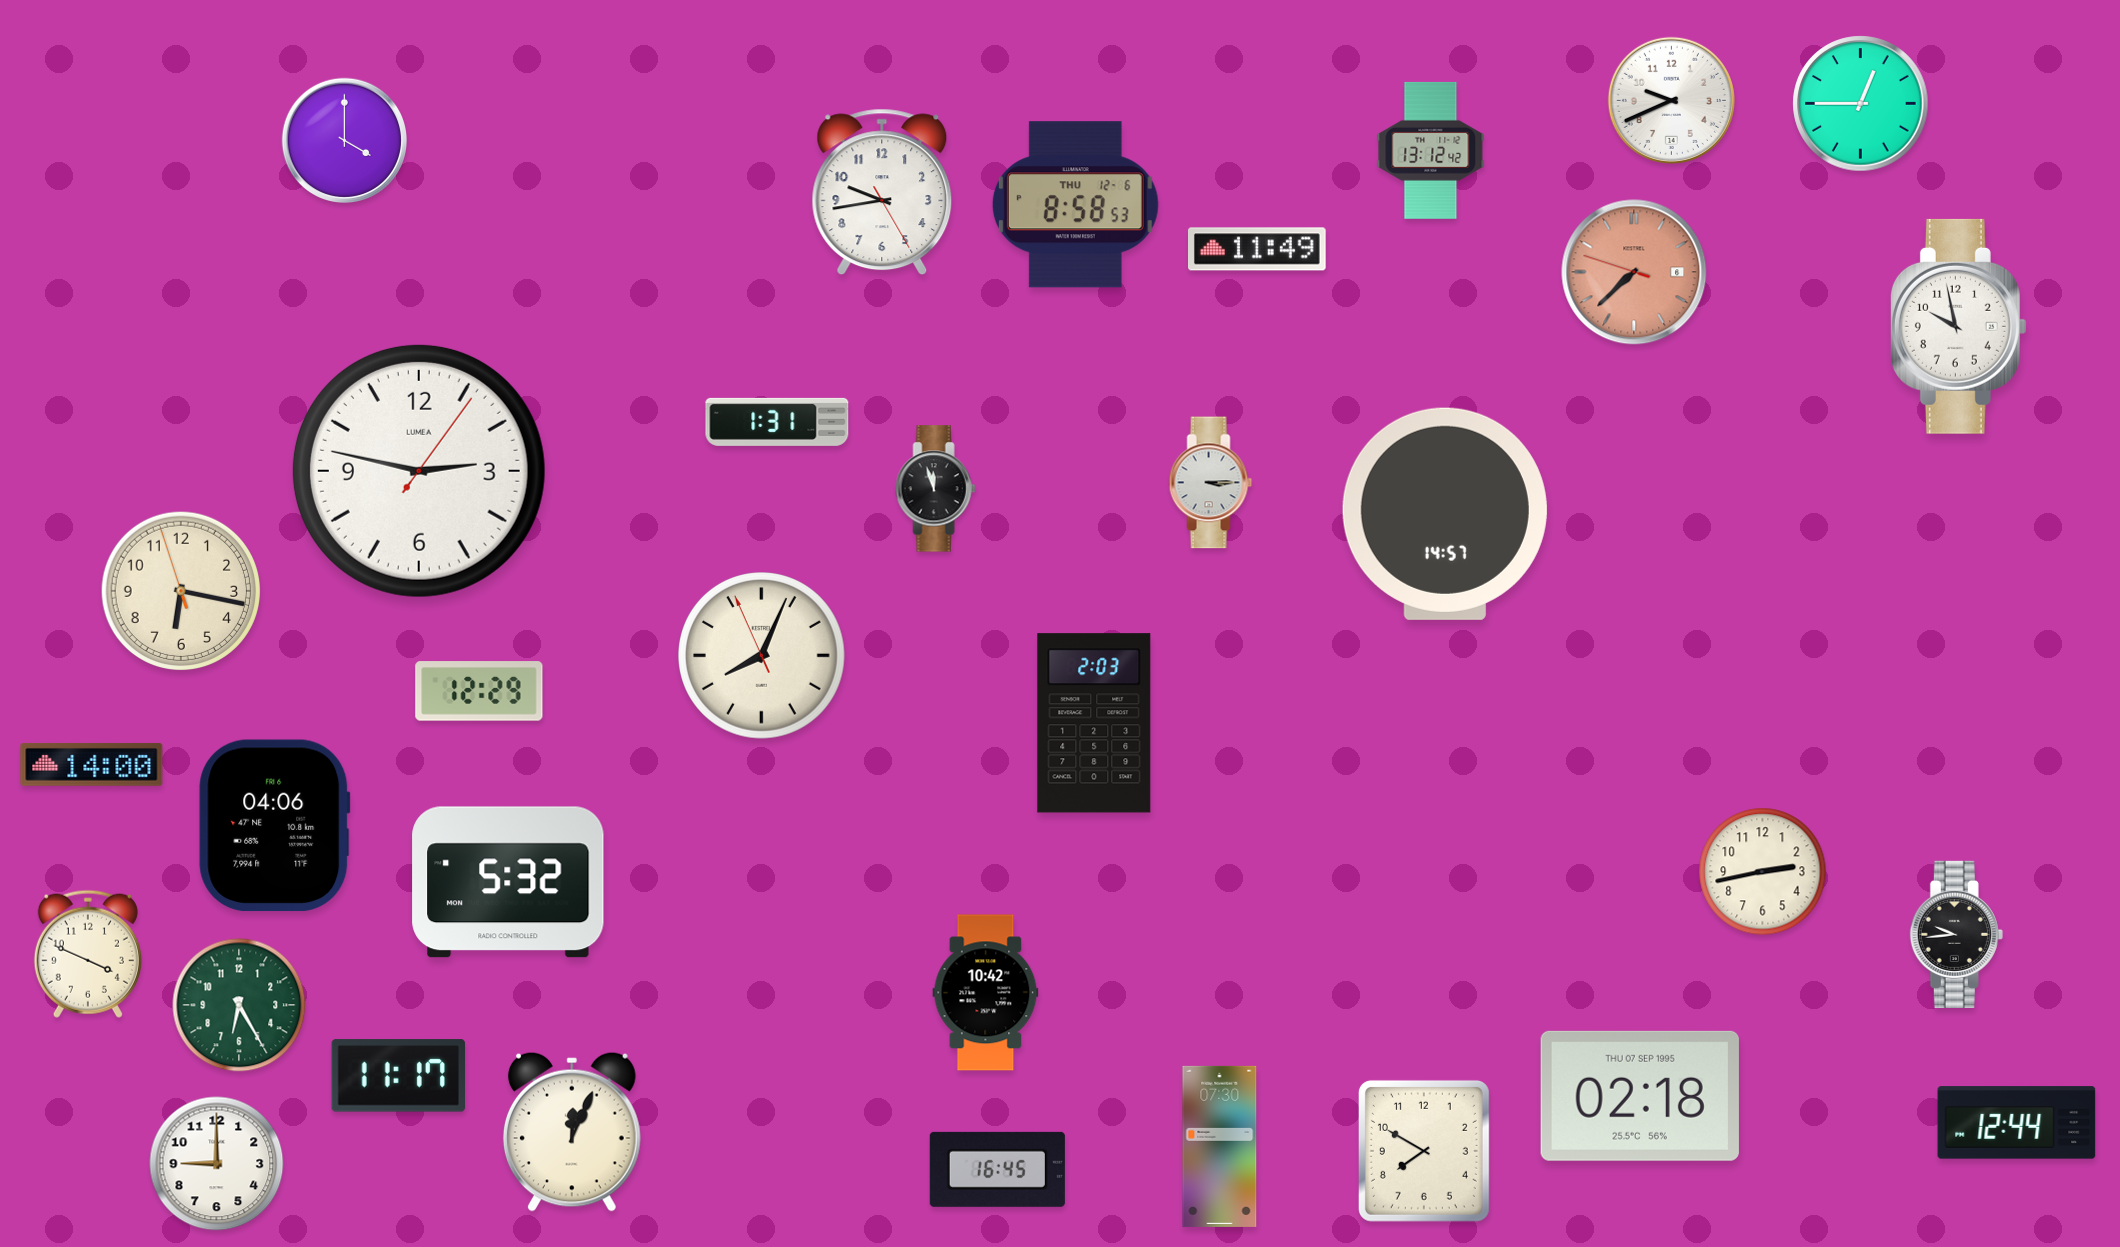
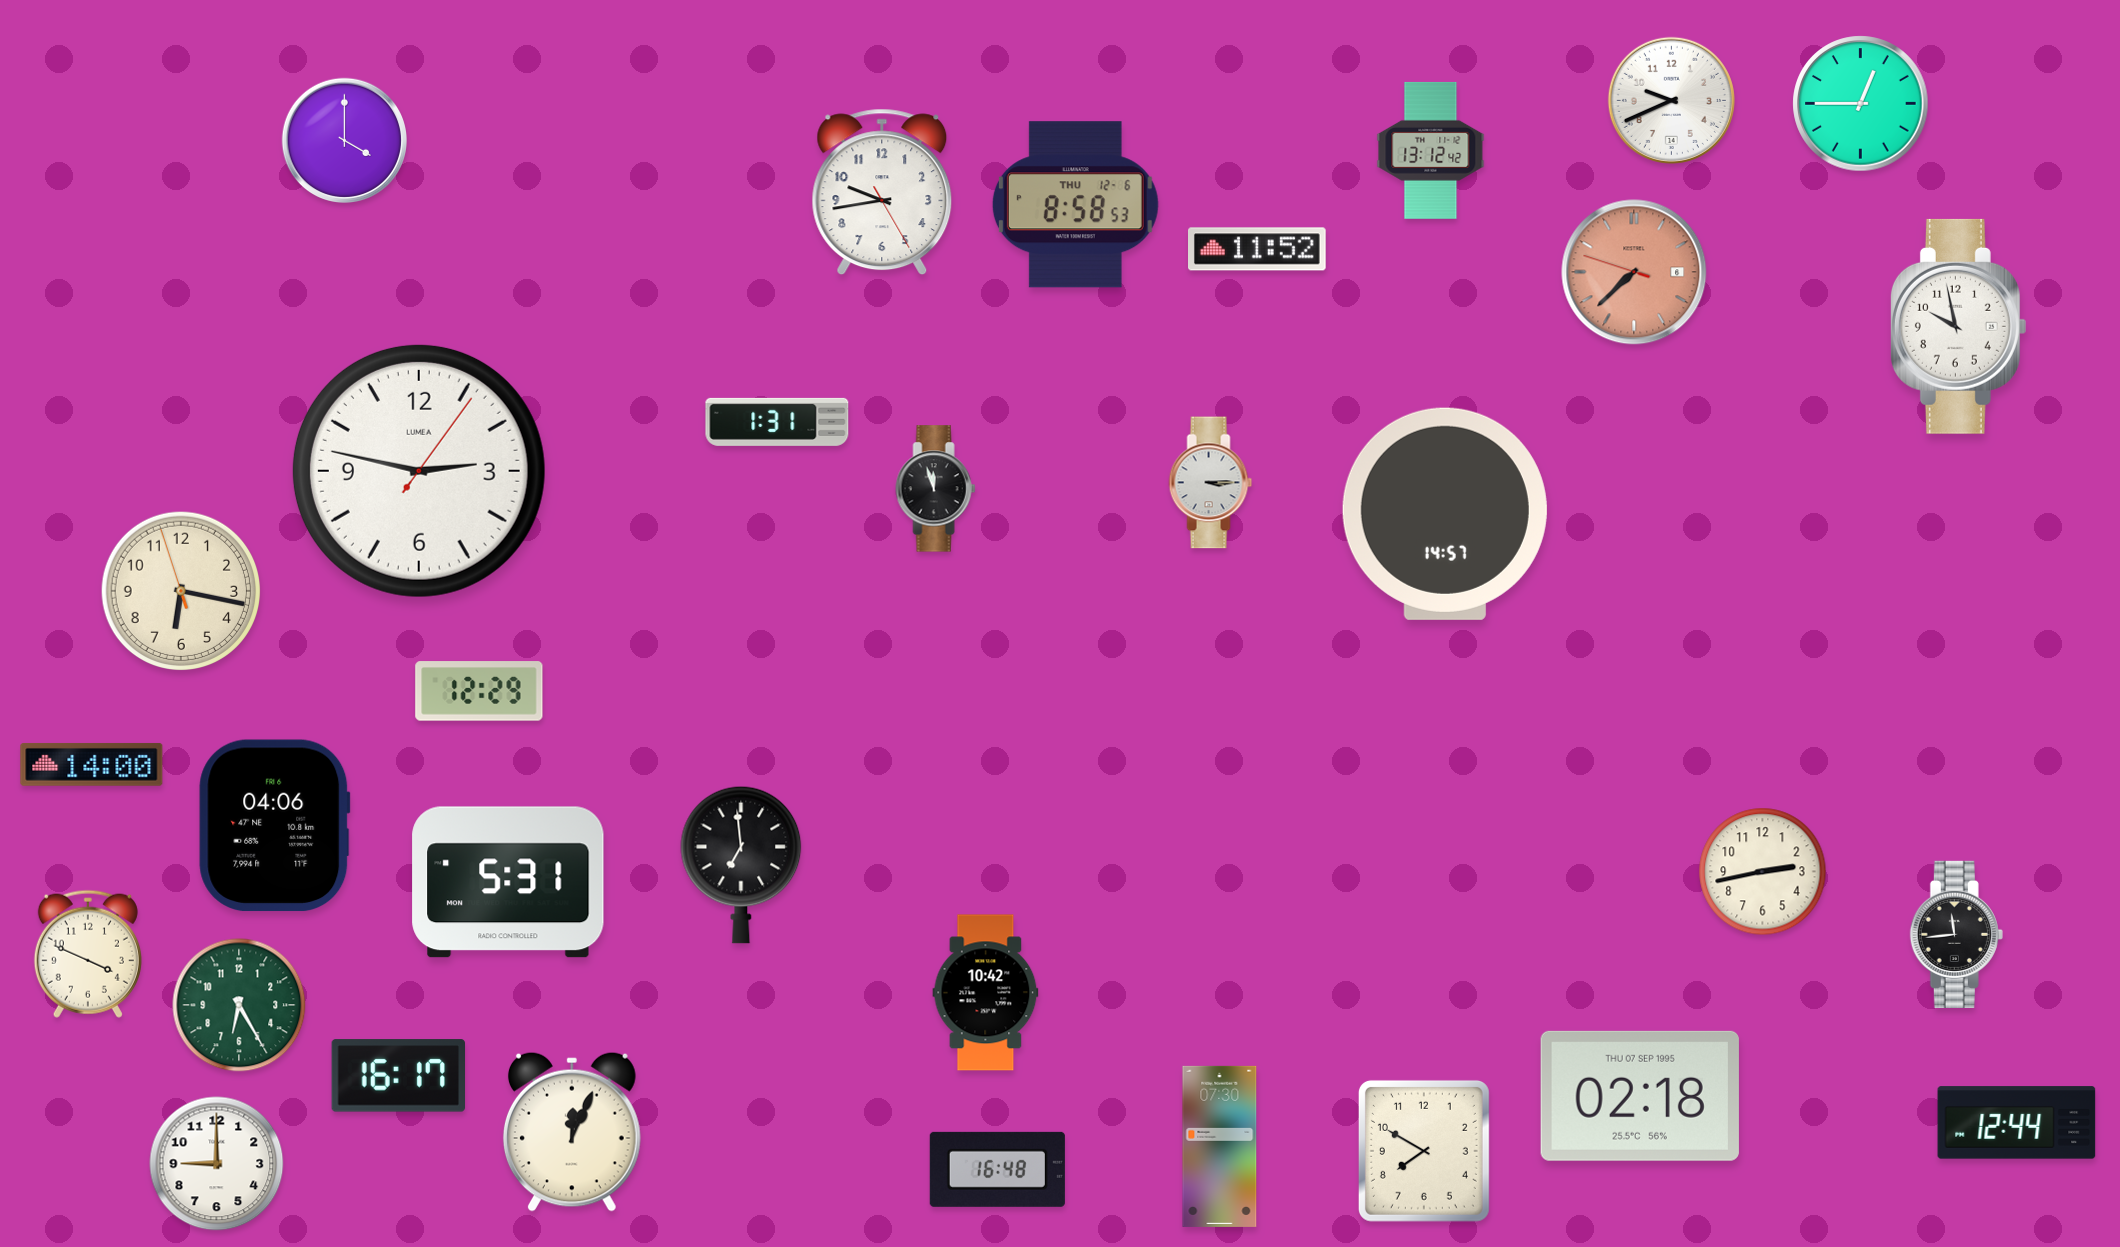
clock at (1258, 249): 11:49 -> 11:52
clock at (762, 656): 8:03 -> none
clock at (1094, 723): 2:03 -> none
clock at (741, 865): none -> 6:59
clock at (508, 882): 5:32 -> 5:31
clock at (1956, 934): 9:44 -> 11:44
clock at (399, 1076): 11:17 -> 16:17
clock at (997, 1169): 16:45 -> 16:48
